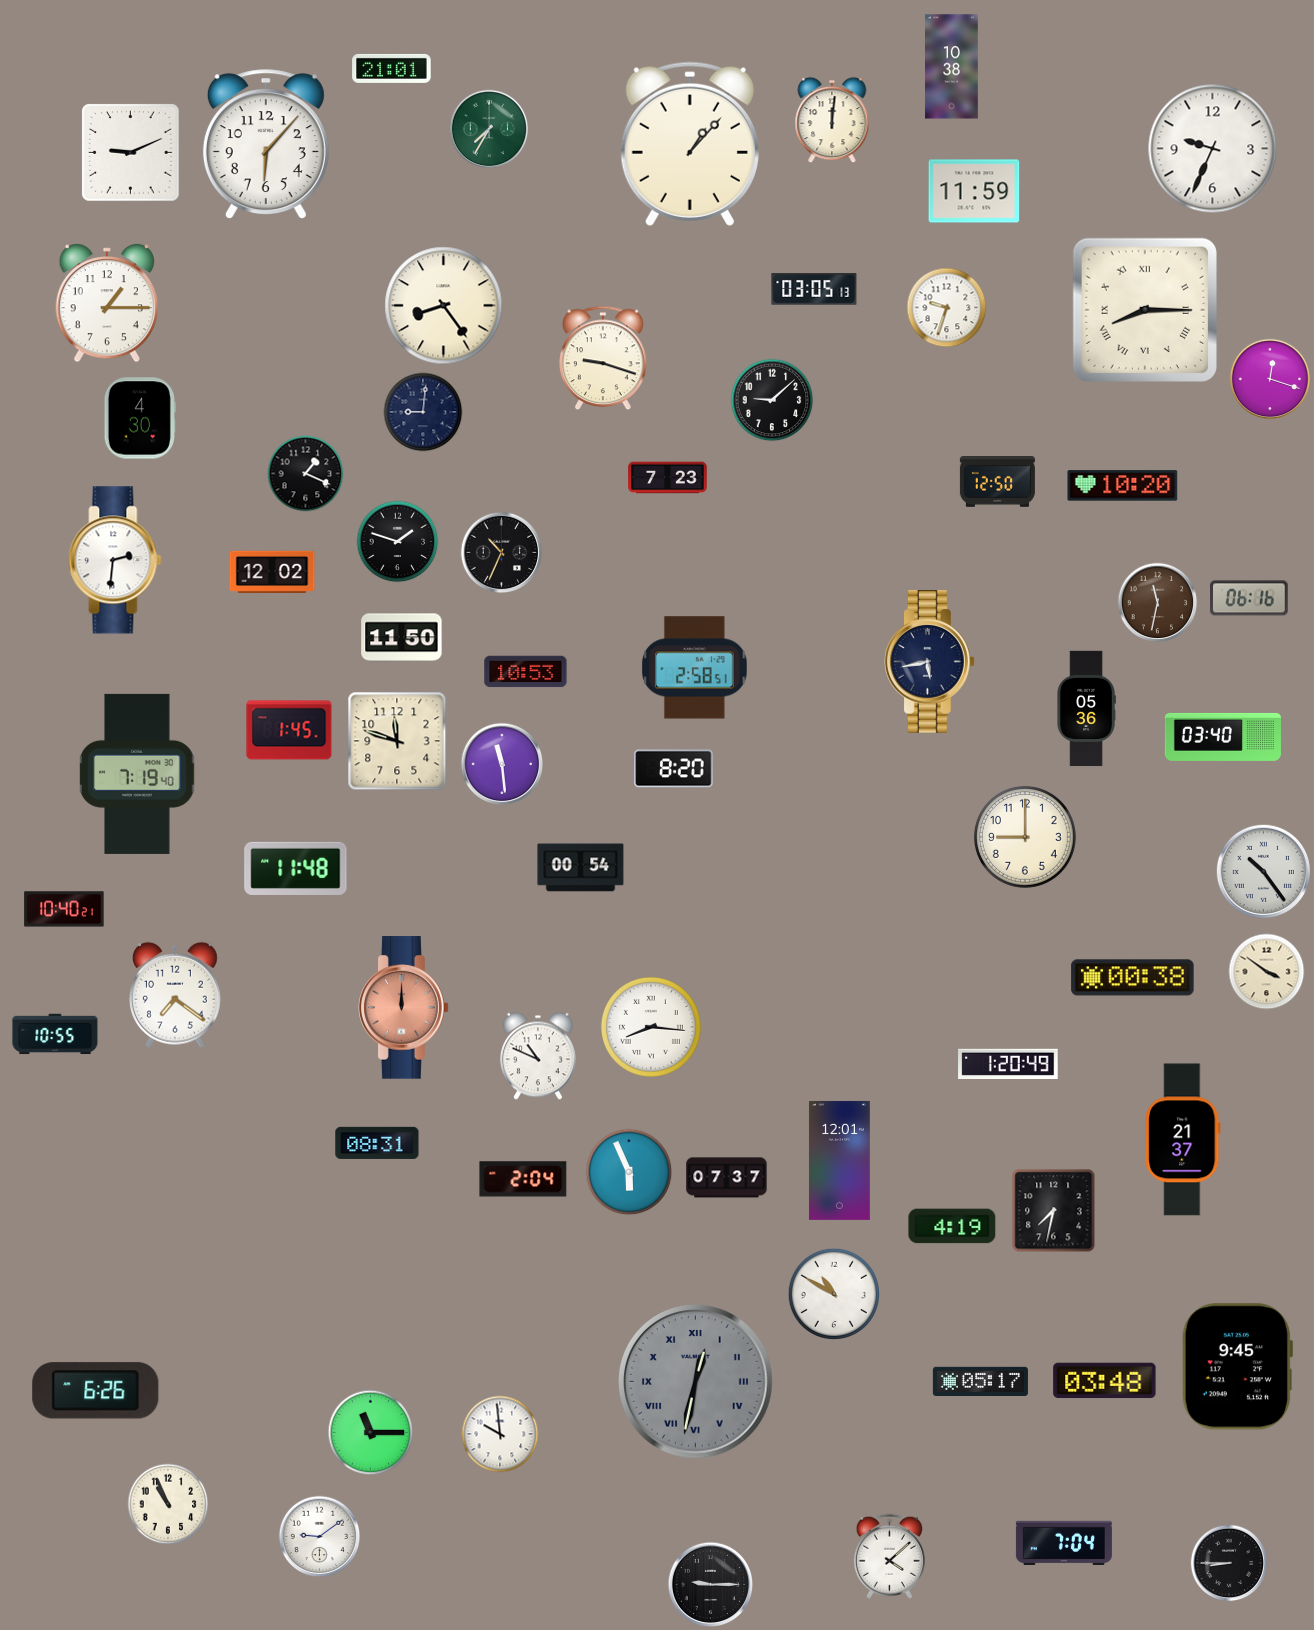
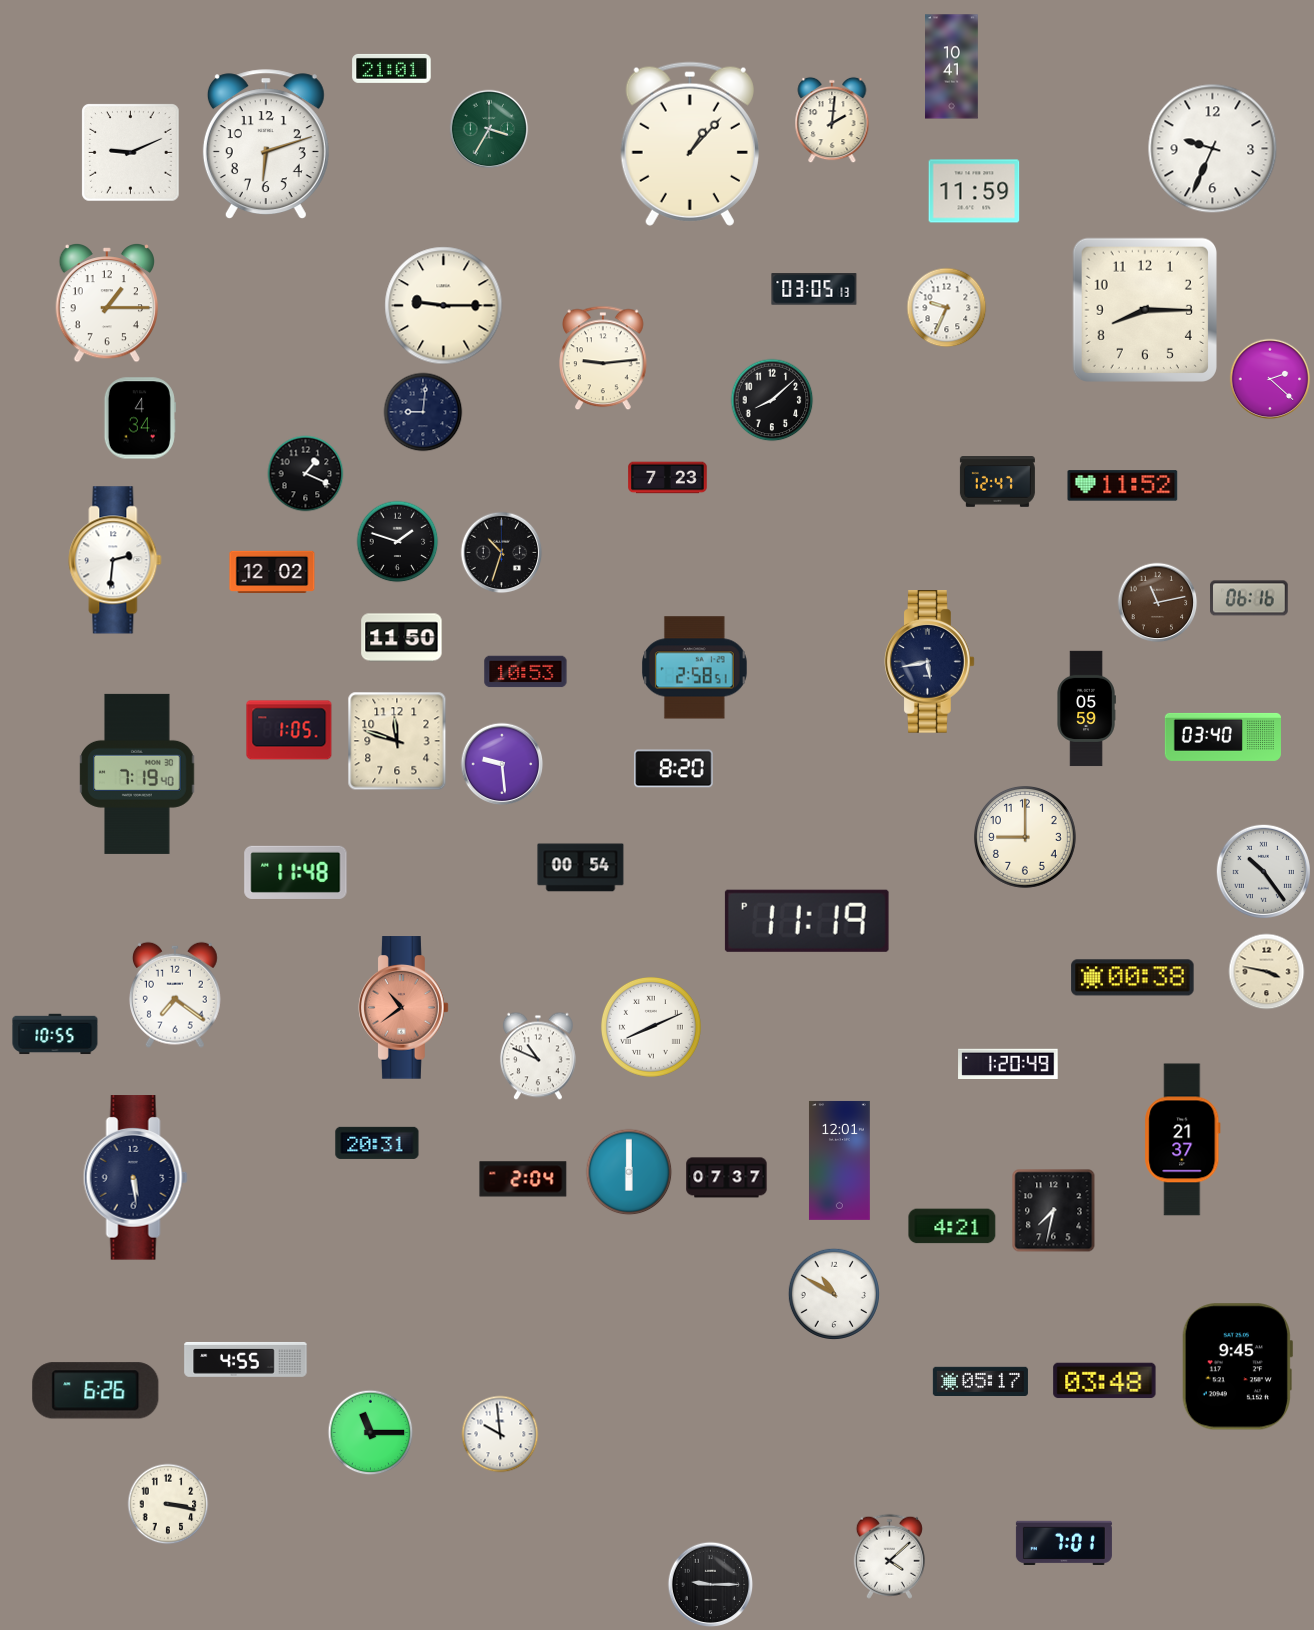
clock at (952, 67): 10:38 -> 10:41
clock at (832, 120): 12:01 -> 2:01
clock at (489, 129): 7:35 -> 3:35
clock at (266, 145): 6:07 -> 6:12
clock at (444, 306): 8:24 -> 9:15
clock at (947, 308): 9:33 -> 9:34
clock at (1145, 310) numerals: Roman -> Arabic
clock at (604, 358): 9:18 -> 9:14
clock at (1270, 379): 12:18 -> 2:22
clock at (772, 400): 9:08 -> 8:08
clock at (140, 418): 4:30 -> 4:34
clock at (997, 482): 12:50 -> 12:47
clock at (1123, 486): 10:20 -> 11:52
clock at (502, 553): 10:34 -> 10:33
clock at (1158, 603): 11:32 -> 11:13
clock at (1086, 709): 05:36 -> 05:59
clock at (289, 730): 1:45 -> 1:05
clock at (502, 764): 11:29 -> 9:29
clock at (296, 868) position: (296, 868) -> (296, 872)
clock at (64, 909): 10:40 -> none
clock at (807, 921): none -> 11:19
clock at (1267, 972): 3:51 -> 3:47
clock at (404, 1008): 12:00 -> 10:39
clock at (651, 1027): 8:16 -> 8:11
clock at (377, 1143): 08:31 -> 20:31
clock at (629, 1172): 5:56 -> 6:00
clock at (135, 1178): none -> 5:29
clock at (952, 1226): 4:19 -> 4:21
clock at (246, 1359): none -> 4:55
clock at (696, 1382): 12:32 -> none
clock at (168, 1504): 10:56 -> 3:17
clock at (320, 1537): 9:09 -> none
clock at (1064, 1543): 7:04 -> 7:01
clock at (1229, 1563): 8:45 -> none
